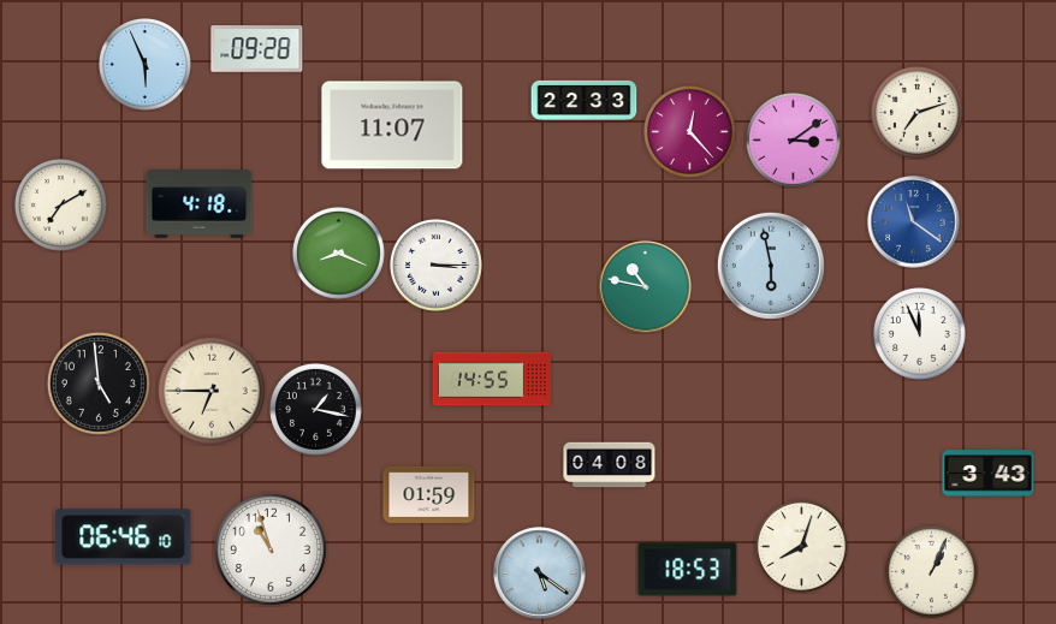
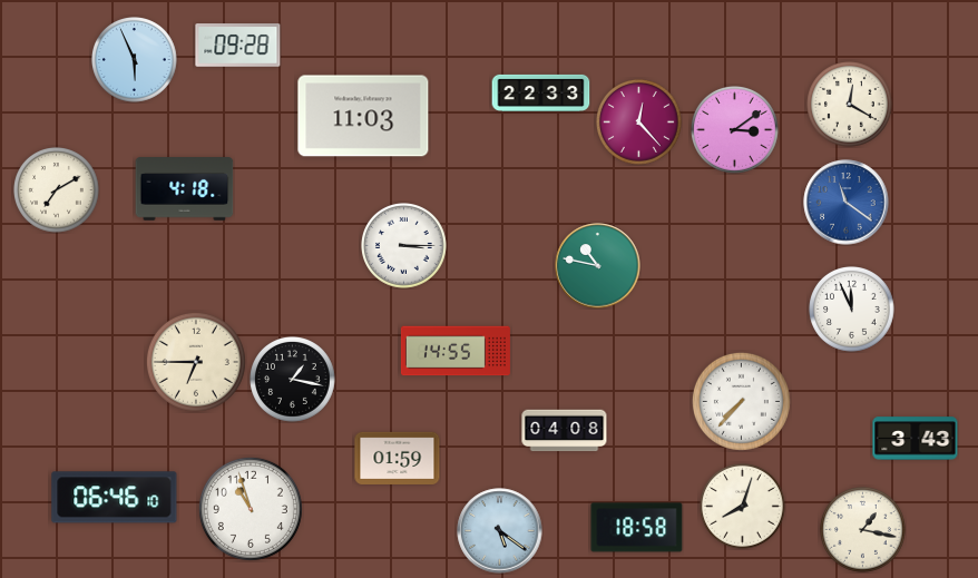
clock at (918, 113): 7:12 -> 12:20
clock at (392, 125): 11:07 -> 11:03
clock at (914, 222) position: (914, 222) -> (847, 203)
clock at (339, 254): 8:19 -> none
clock at (771, 266): 5:58 -> none
clock at (99, 384): 4:59 -> none
clock at (741, 401): none -> 7:37
clock at (688, 570): 18:53 -> 18:58
clock at (932, 572): 1:04 -> 1:17
